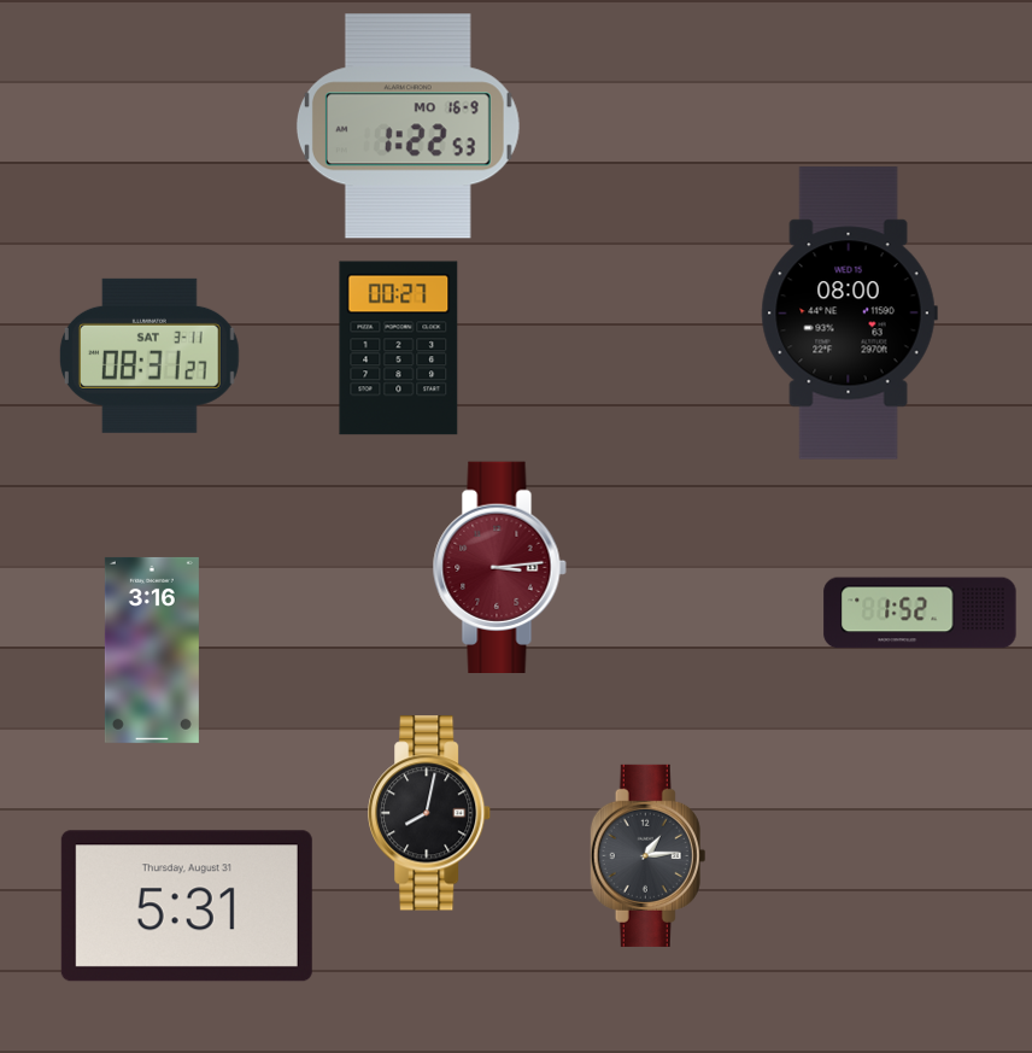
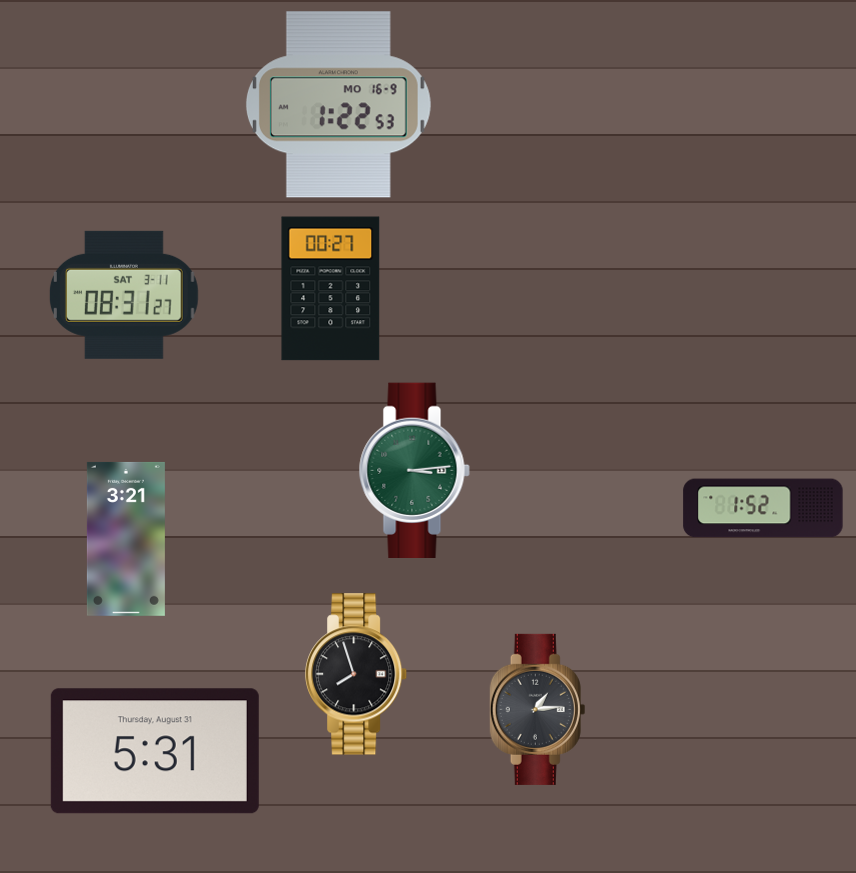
clock at (849, 314): 08:00 -> none
clock at (499, 567) dial: burgundy -> green
clock at (152, 650): 3:16 -> 3:21
clock at (430, 813): 8:02 -> 7:57
